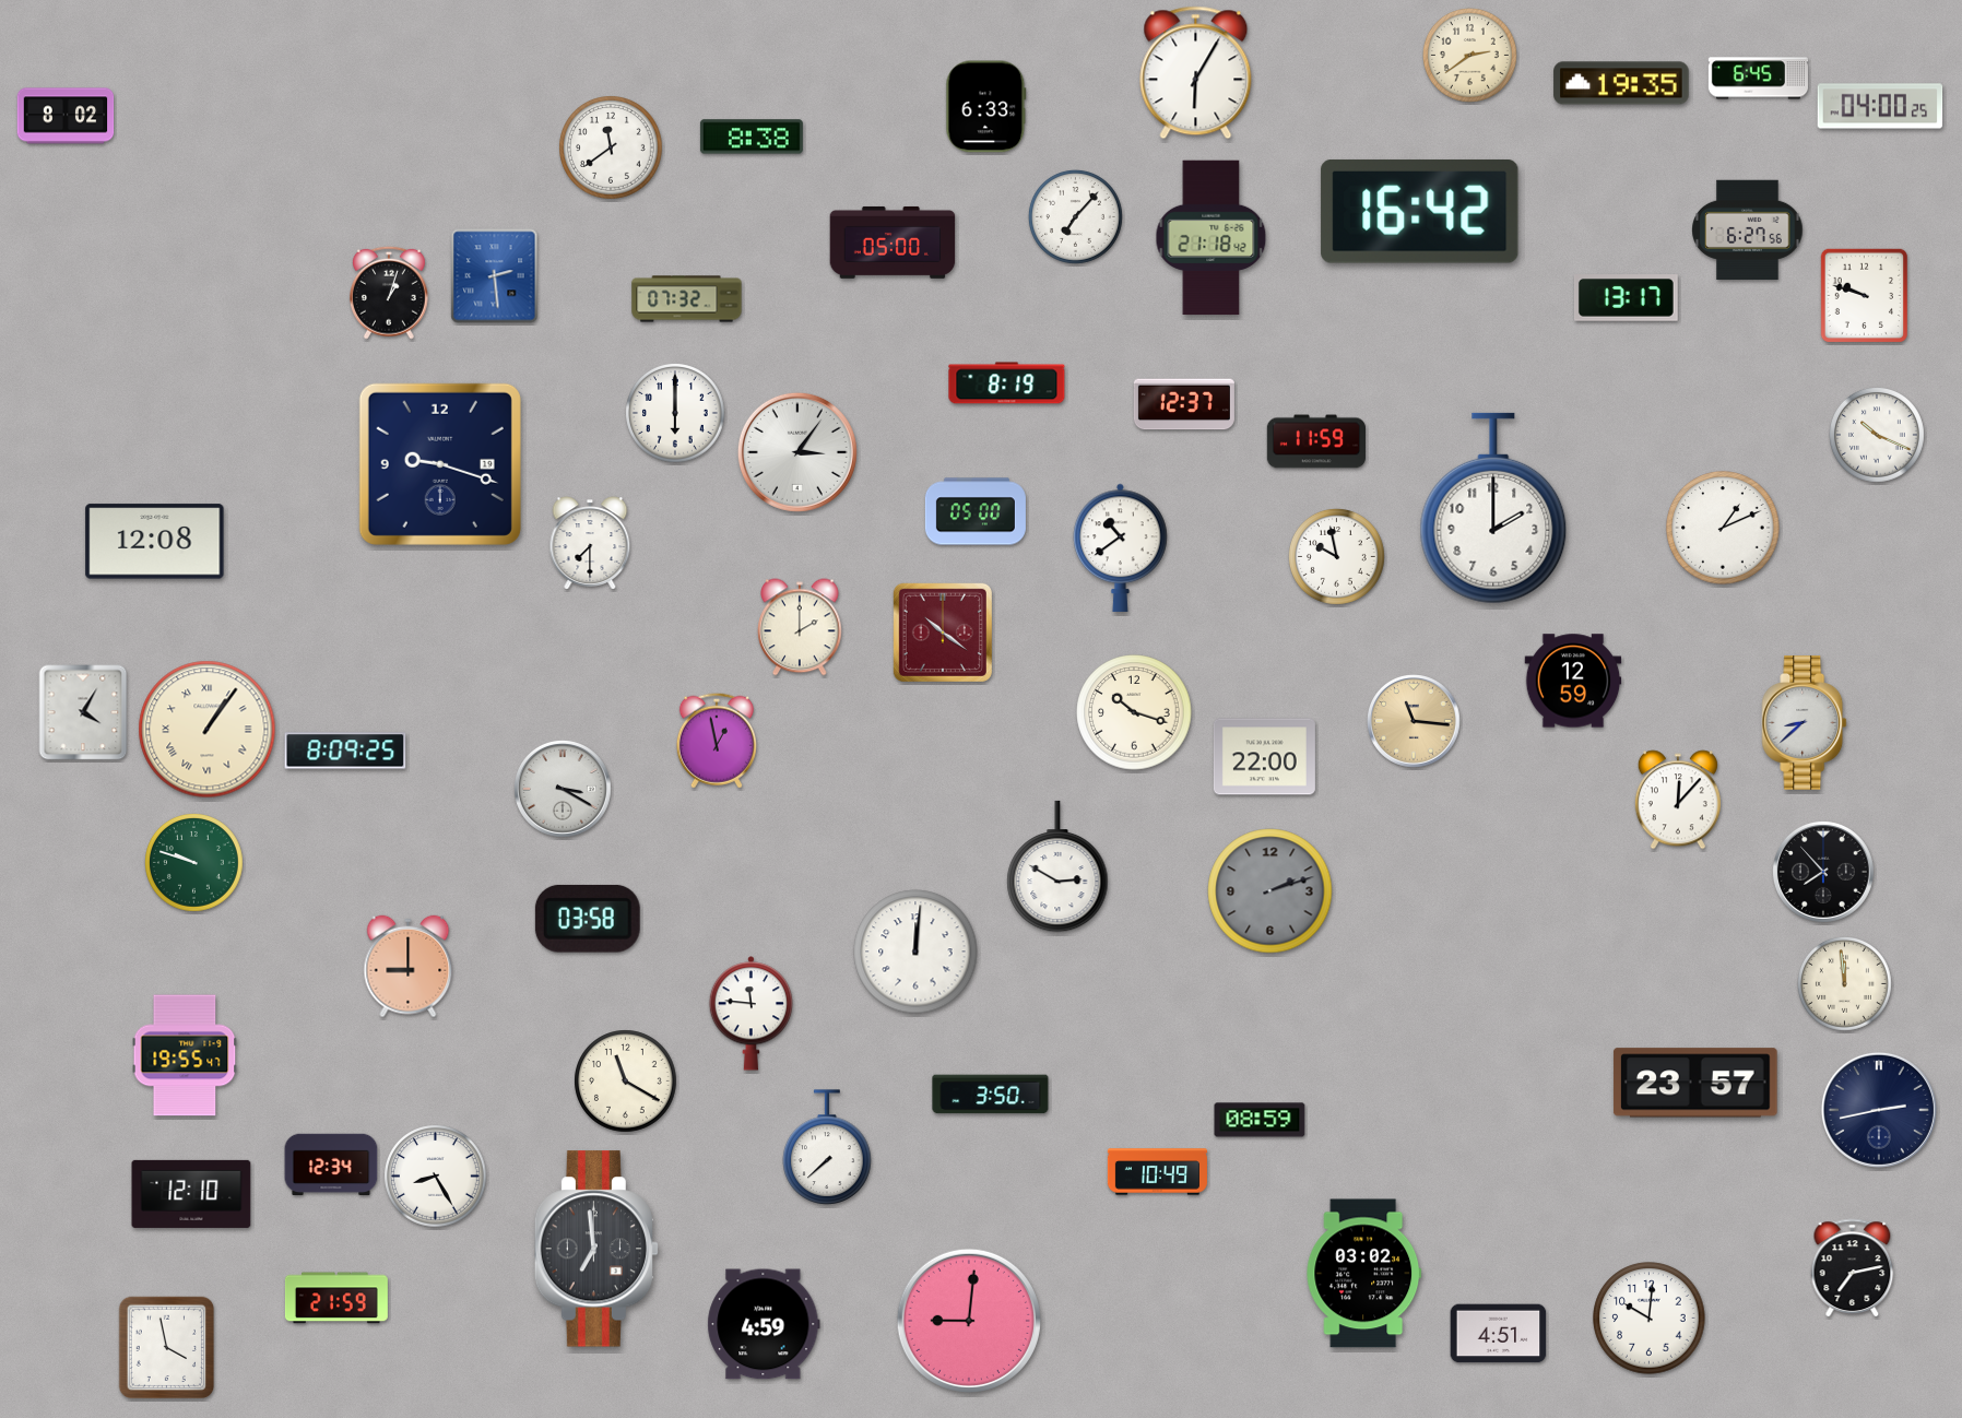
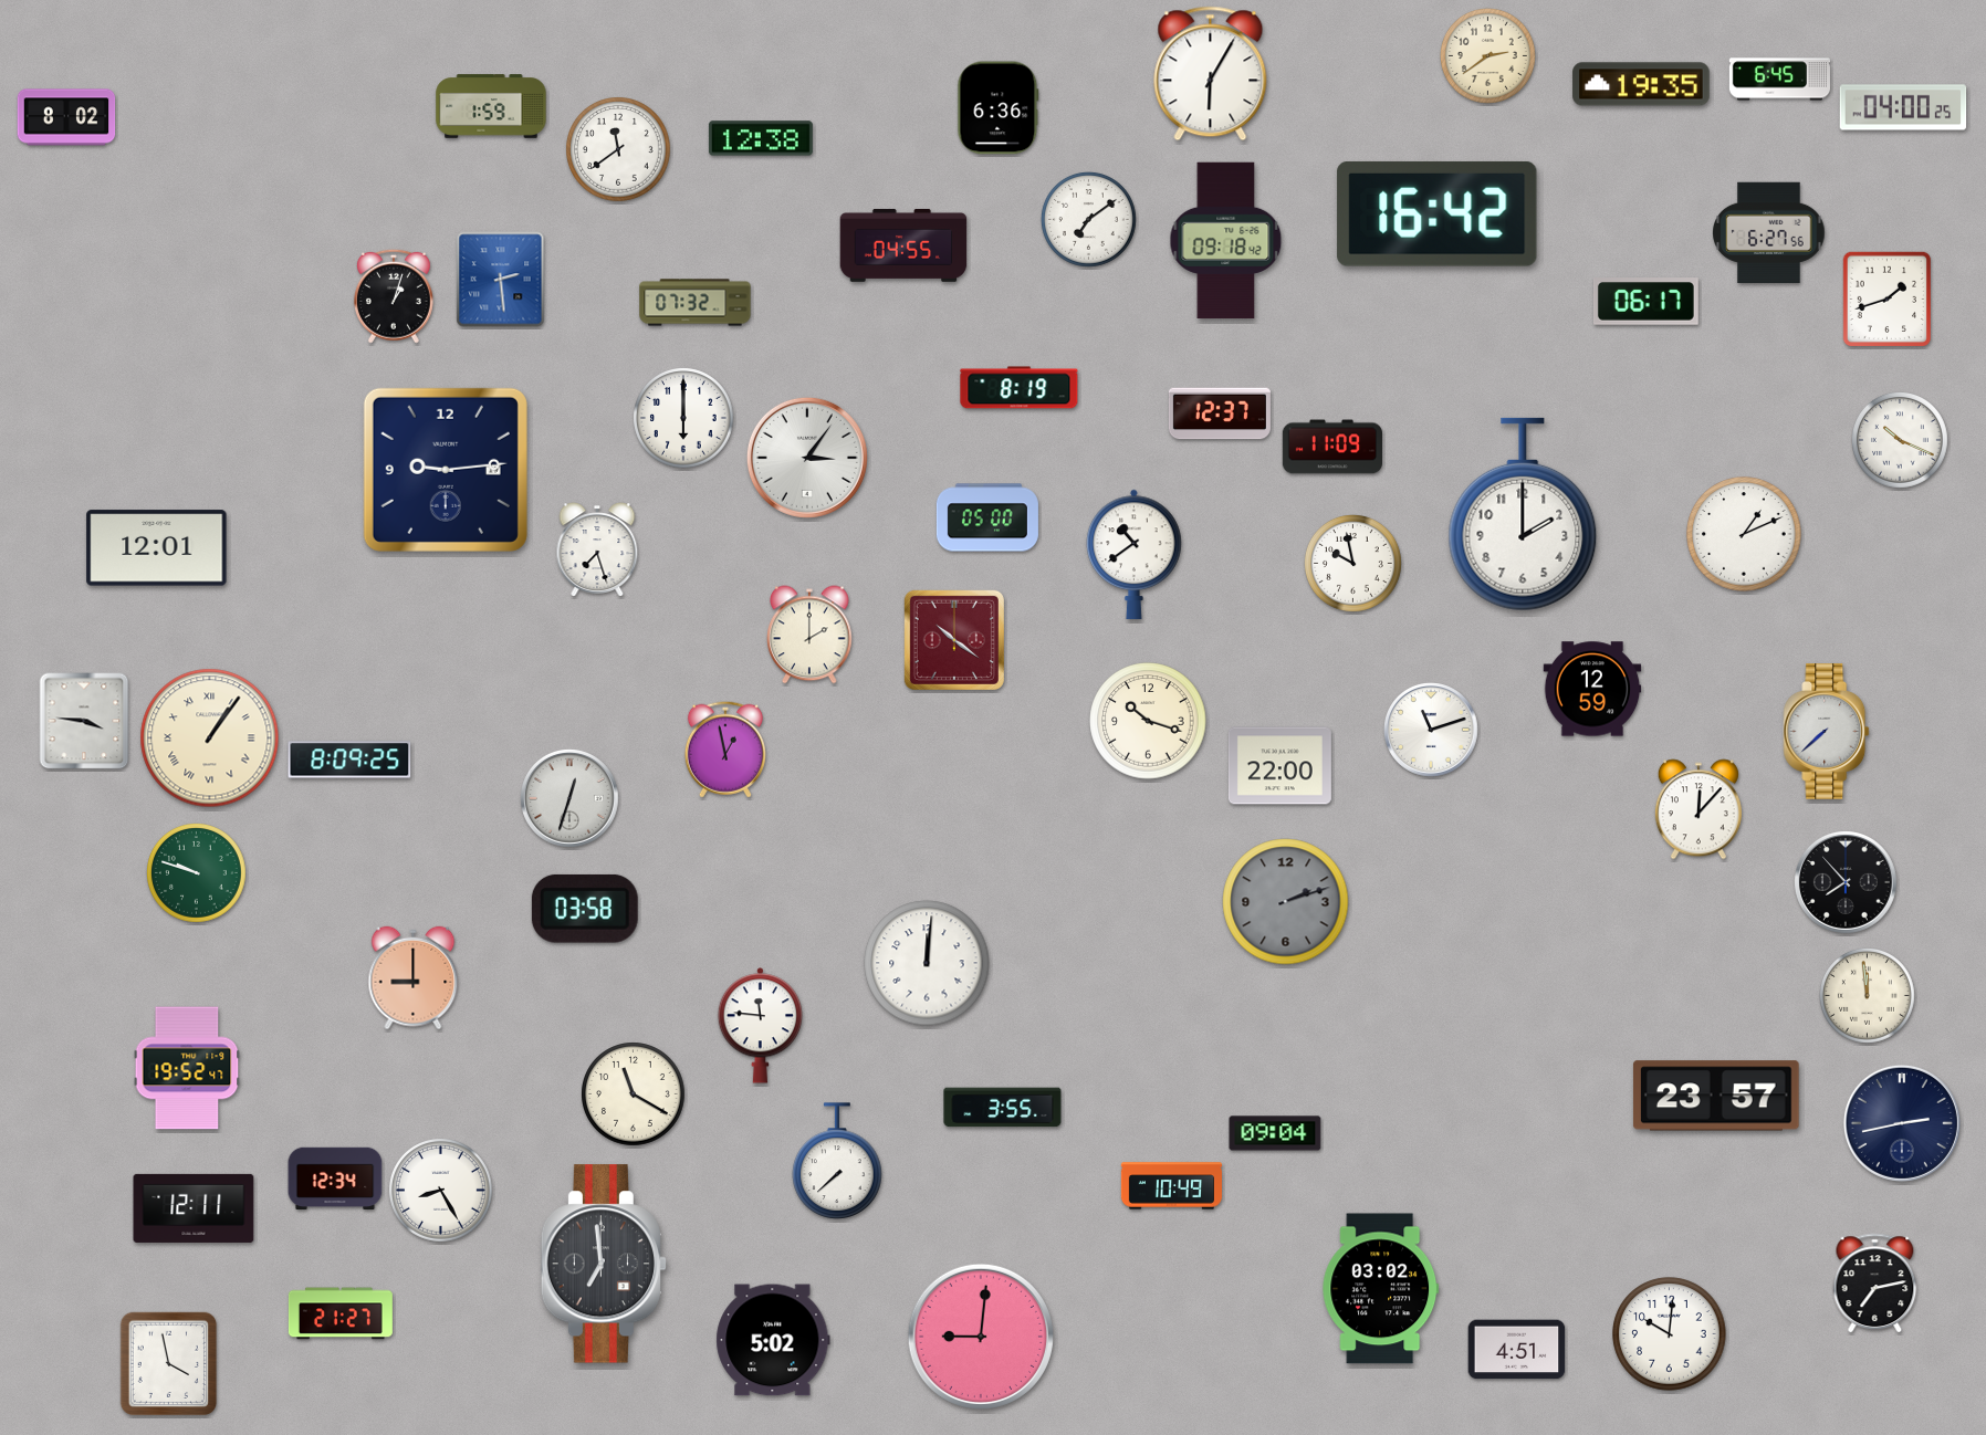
clock at (491, 106): none -> 1:59
clock at (986, 107): 6:33 -> 6:36
clock at (752, 137): 8:38 -> 12:38
clock at (1075, 216): 7:07 -> 7:09
clock at (1212, 238): 21:18 -> 09:18
clock at (893, 243): 05:00 -> 04:55
clock at (1864, 295): 9:48 -> 1:42
clock at (1626, 298): 13:17 -> 06:17
clock at (1184, 404) position: (1184, 404) -> (1220, 413)
clock at (1315, 441): 11:59 -> 11:09
clock at (440, 464): 9:18 -> 9:14
clock at (1493, 508) position: (1493, 508) -> (1523, 514)
clock at (155, 542): 12:08 -> 12:01
clock at (590, 543): 7:30 -> 7:27
clock at (83, 712): 4:05 -> 3:46
clock at (1414, 721): 11:16 -> 11:12
clock at (1414, 721) dial: champagne -> white
clock at (1805, 723): 8:38 -> 7:38
clock at (564, 790): 3:20 -> 12:33
clock at (1057, 866): 2:50 -> none
clock at (588, 919) position: (588, 919) -> (585, 909)
clock at (185, 1055): 19:55 -> 19:52
clock at (991, 1095): 3:50 -> 3:55
clock at (1260, 1120): 08:59 -> 09:04
clock at (191, 1194): 12:10 -> 12:11
clock at (336, 1298): 21:59 -> 21:27
clock at (764, 1324): 4:59 -> 5:02
